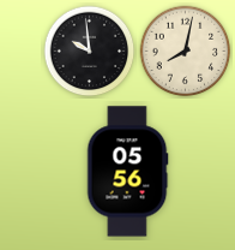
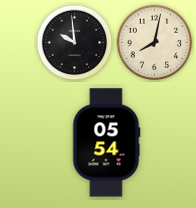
clock at (127, 172): 05:56 -> 05:54
